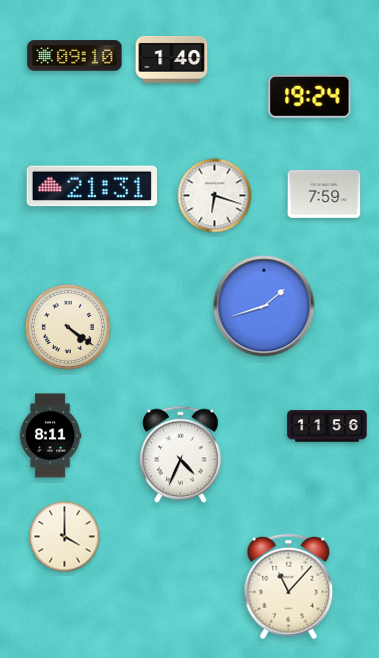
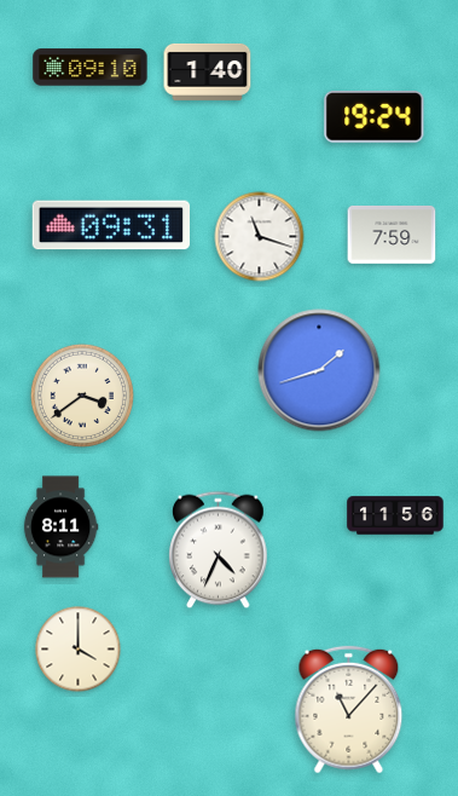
clock at (92, 186): 21:31 -> 09:31
clock at (215, 196): 6:18 -> 11:18
clock at (68, 327): 4:21 -> 3:39
